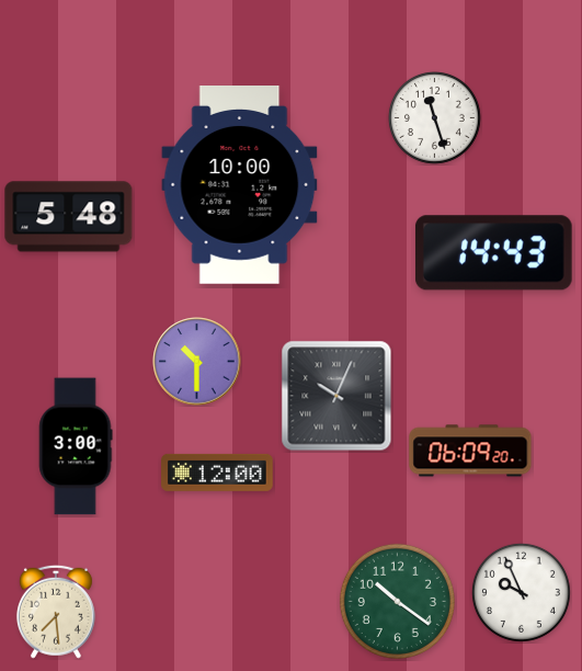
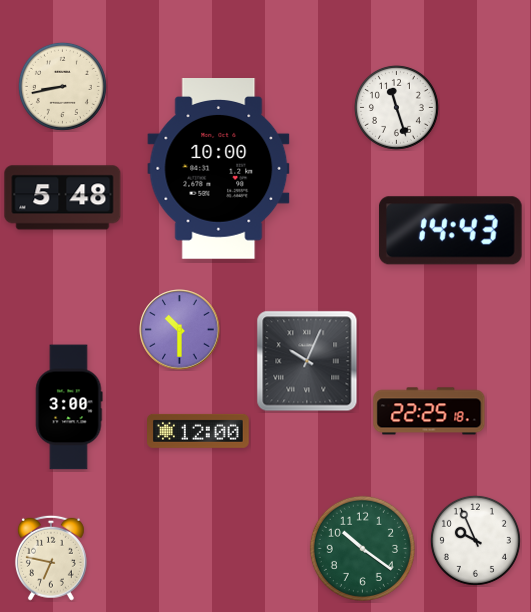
clock at (62, 86): none -> 8:43
clock at (470, 451): 06:09 -> 22:25
clock at (56, 612): 7:29 -> 6:47
